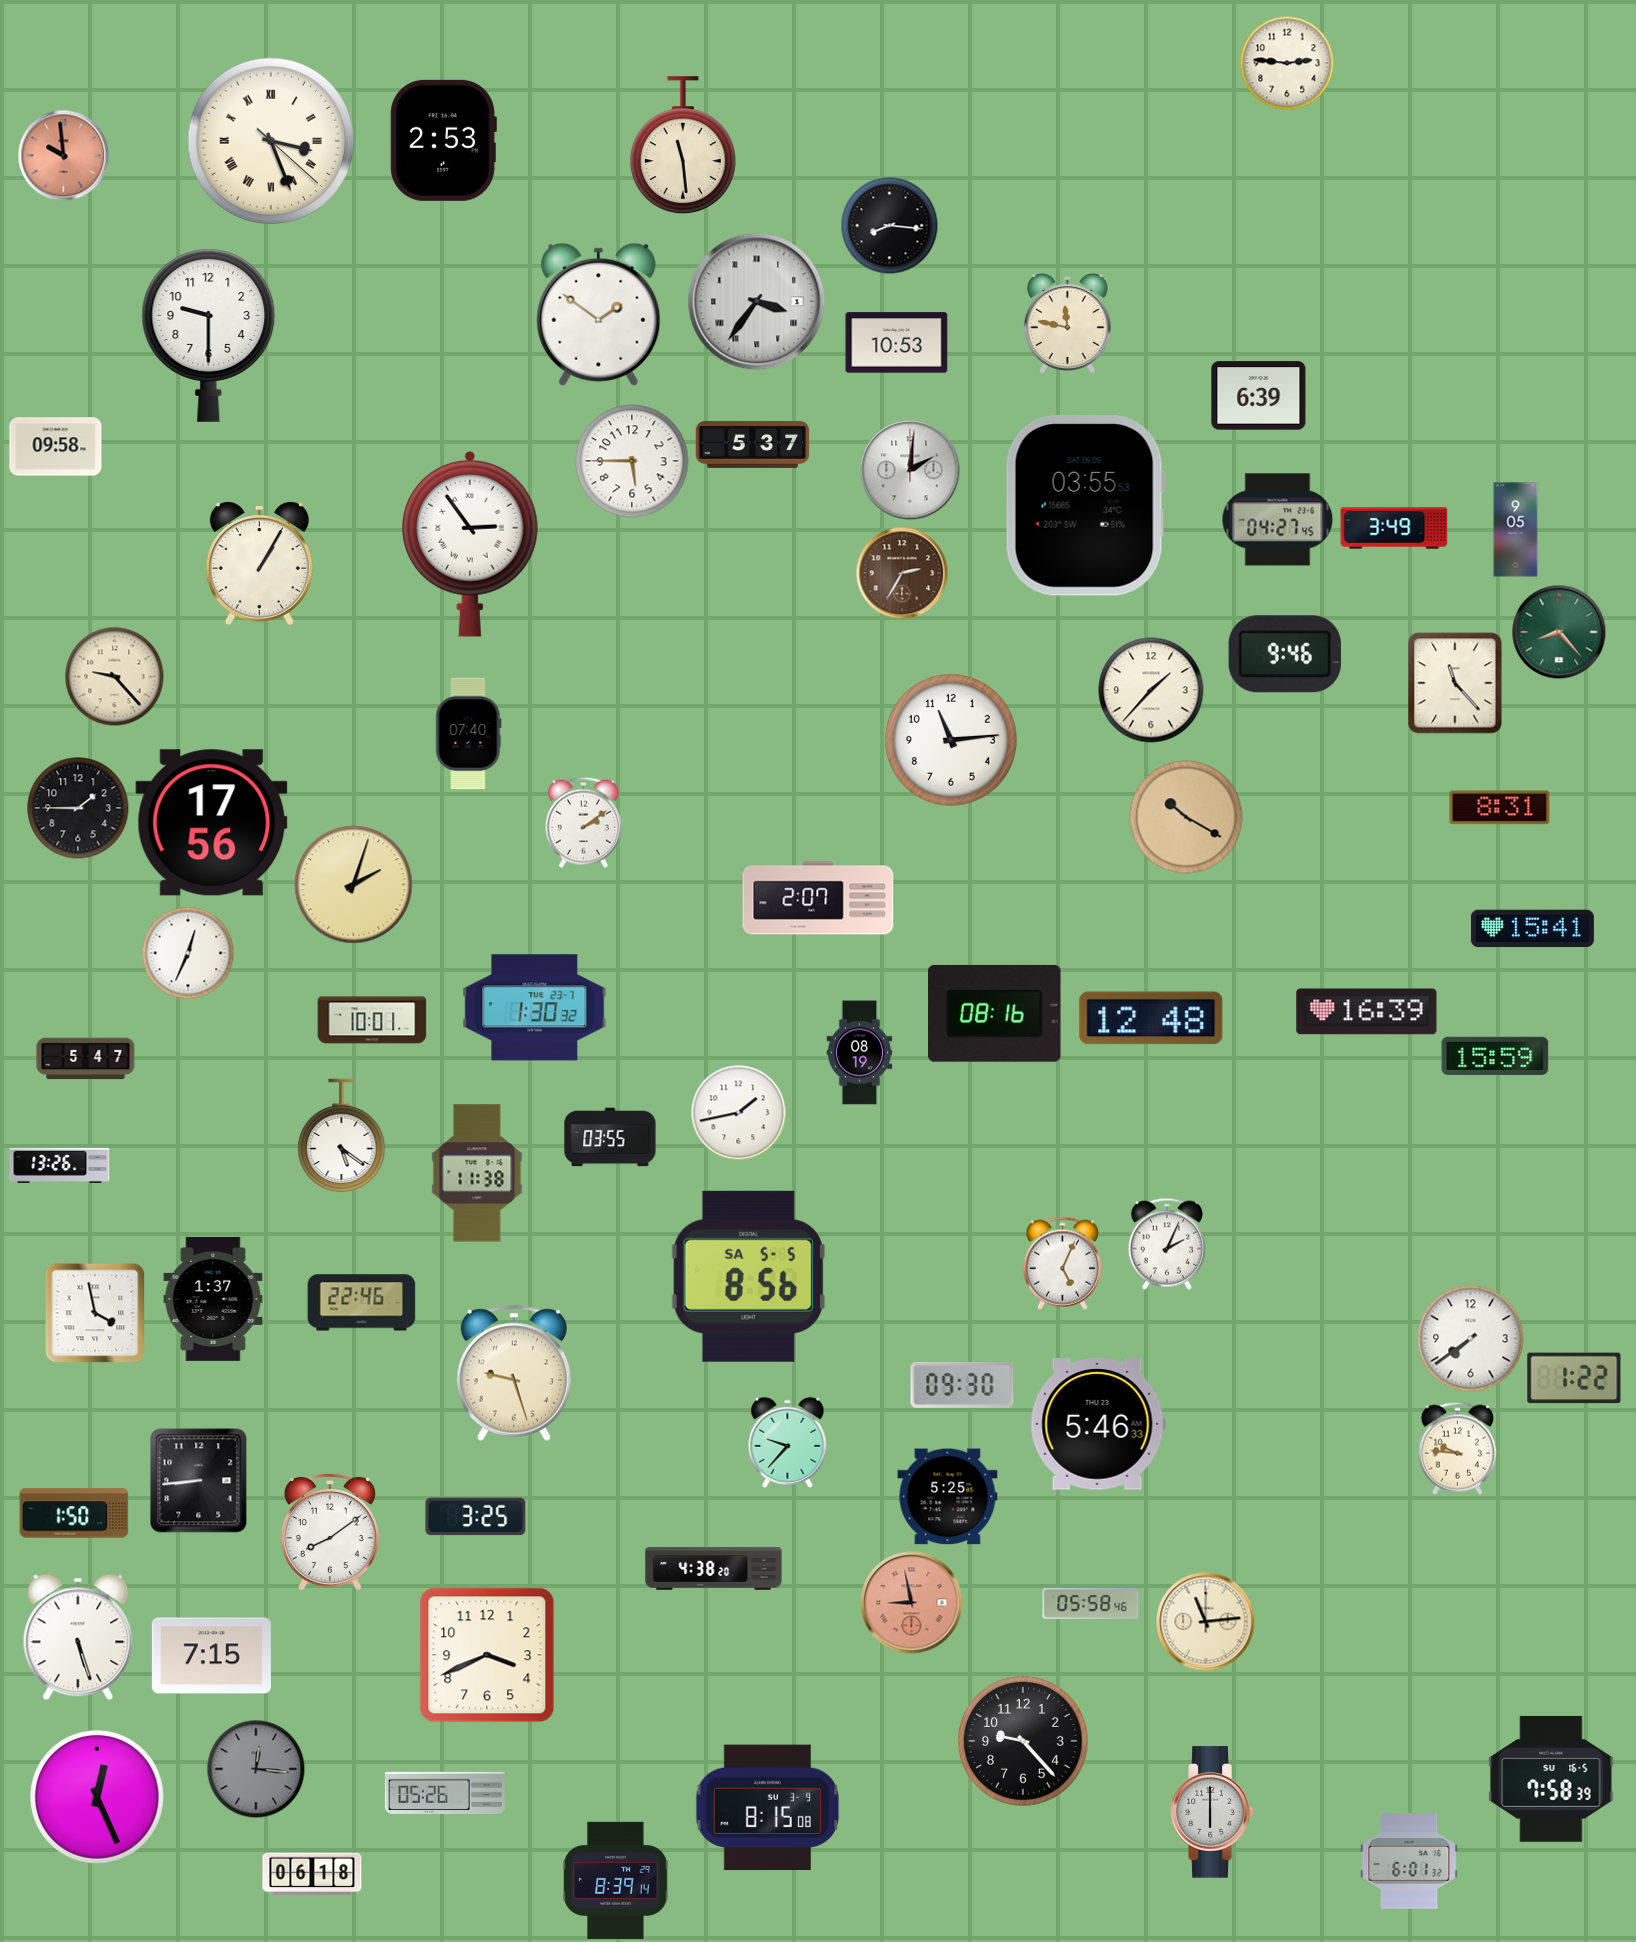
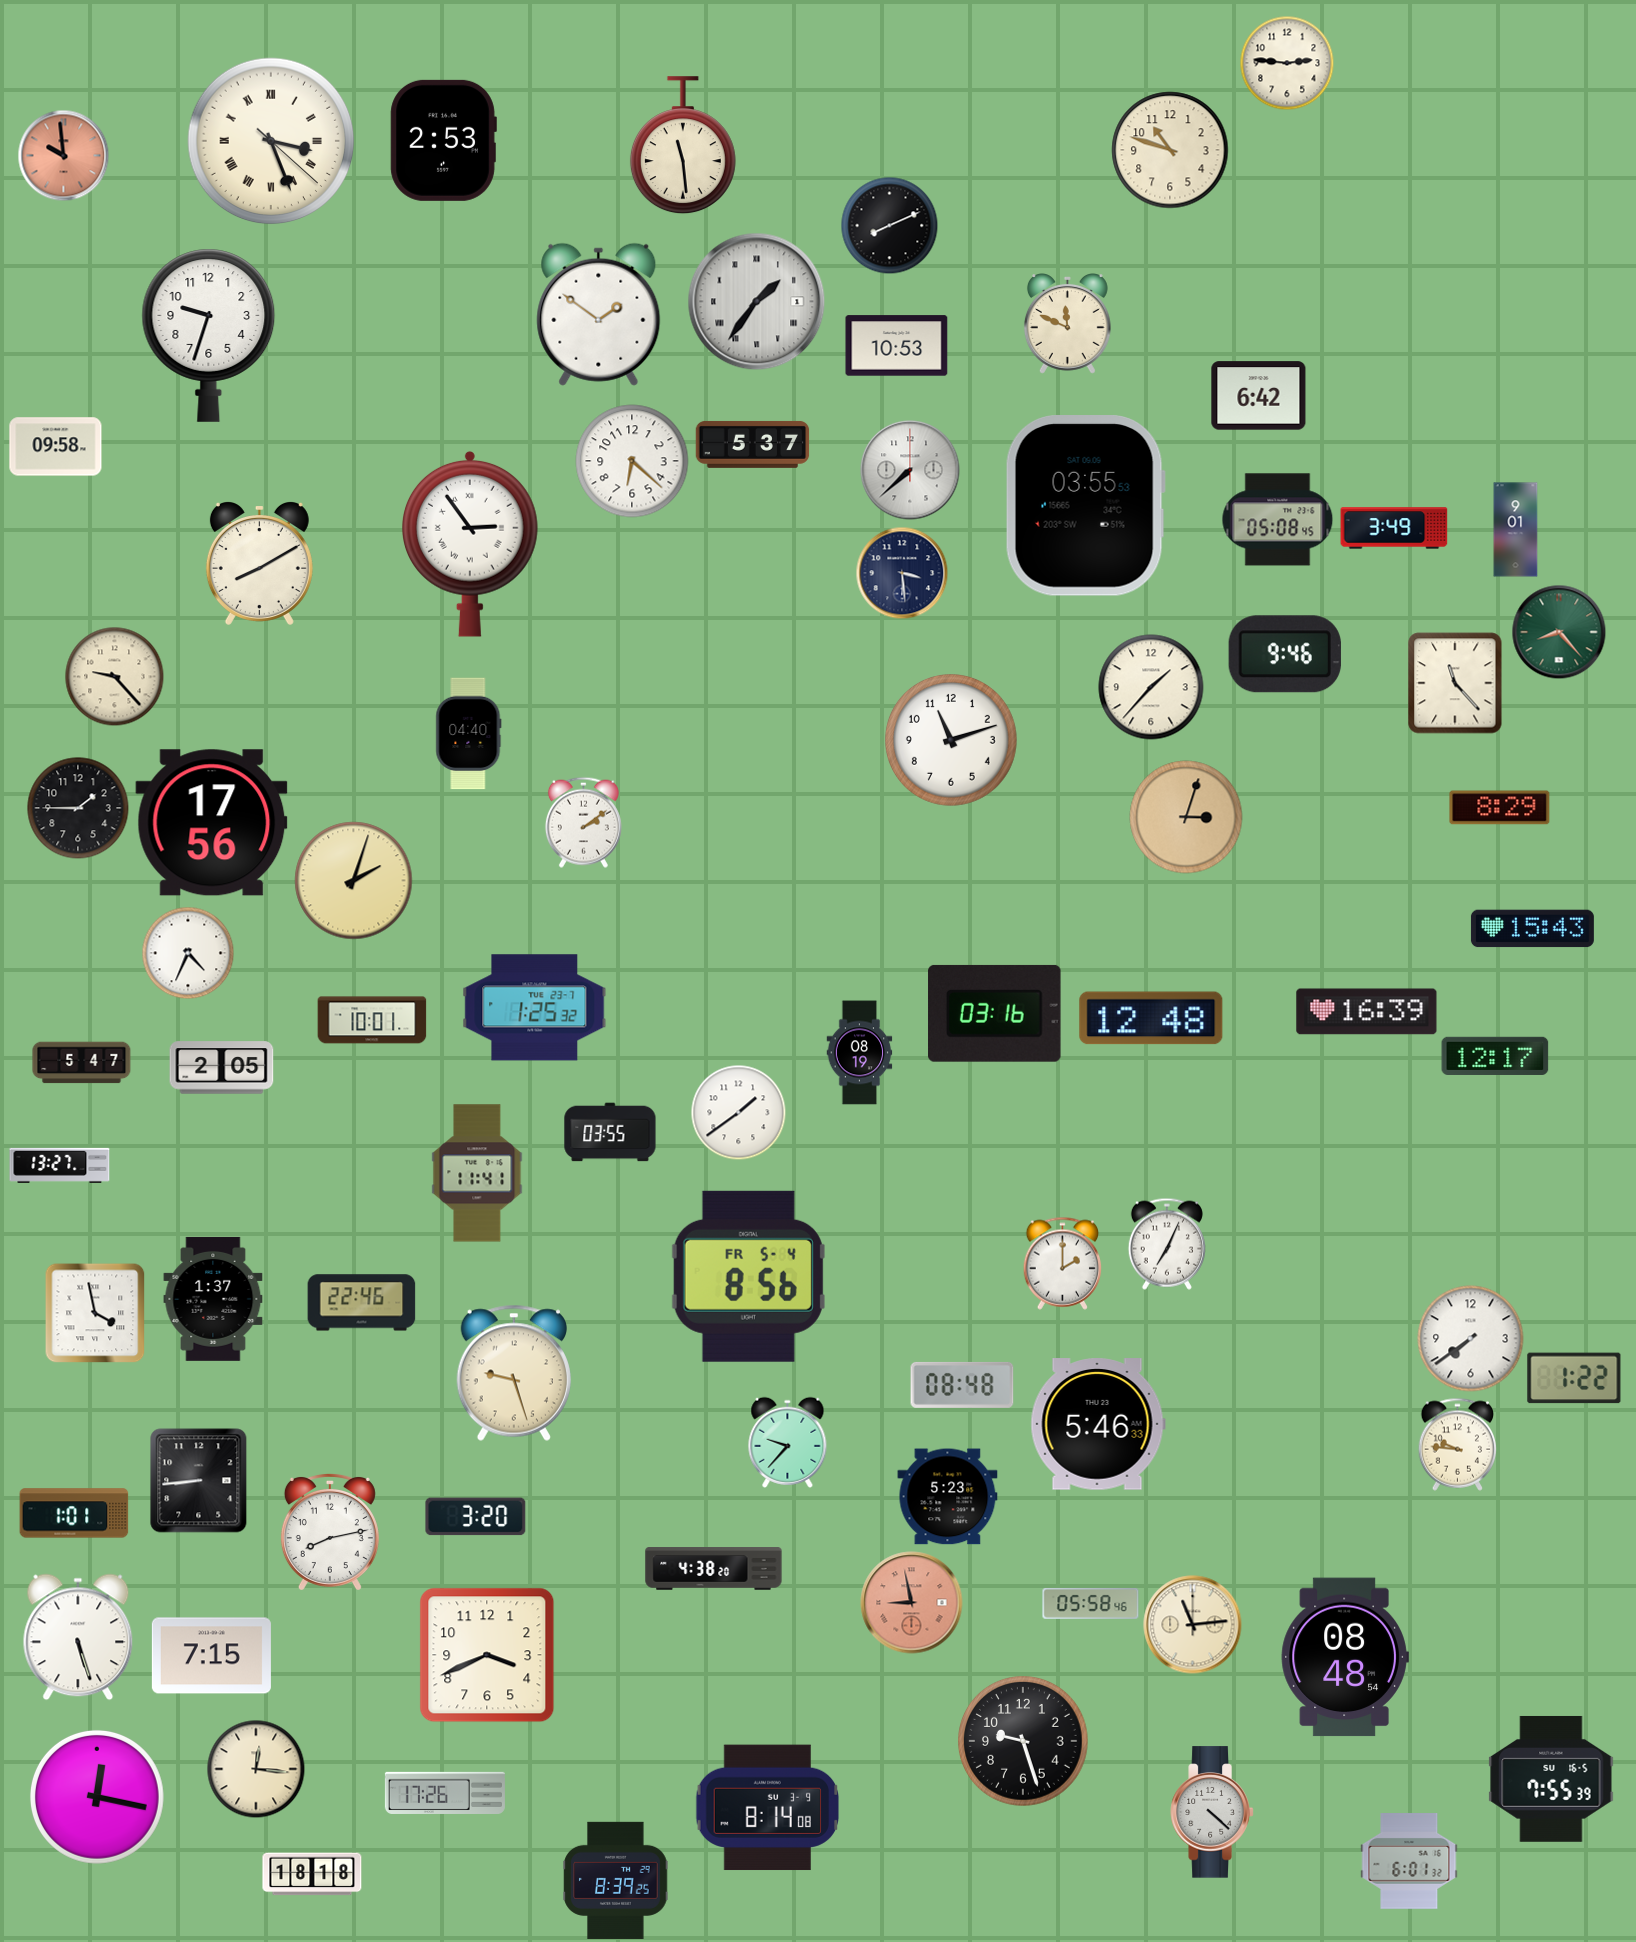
clock at (1170, 150): none -> 10:48
clock at (889, 225): 8:16 -> 8:11
clock at (757, 302): 3:36 -> 1:36
clock at (1067, 324): 11:47 -> 11:49
clock at (209, 335): 9:30 -> 9:33
clock at (897, 343) position: (897, 343) -> (897, 346)
clock at (1259, 396): 6:39 -> 6:42
clock at (632, 461): 5:45 -> 6:22
clock at (910, 470): 2:01 -> 7:38
clock at (1278, 520): 04:27 -> 05:08
clock at (1516, 530): 9:05 -> 9:01
clock at (259, 564): 1:05 -> 8:10
clock at (902, 573): 2:35 -> 3:29
clock at (902, 573) dial: brown -> navy
clock at (1151, 690) position: (1151, 690) -> (1151, 687)
clock at (469, 734): 07:40 -> 04:40
clock at (952, 741): 11:14 -> 11:12
clock at (1500, 808): 8:31 -> 8:29
clock at (1186, 817): 10:20 -> 3:03
clock at (354, 885) position: (354, 885) -> (354, 881)
clock at (818, 898): 2:07 -> none
clock at (1532, 929): 15:41 -> 15:43
clock at (188, 953): 12:34 -> 4:34
clock at (535, 1008): 1:30 -> 1:25
clock at (995, 1013): 08:16 -> 03:16
clock at (1495, 1056): 15:59 -> 12:17
clock at (86, 1059) position: (86, 1059) -> (82, 1063)
clock at (222, 1068): none -> 2:05
clock at (738, 1112): 1:43 -> 1:39
clock at (342, 1136): 5:21 -> none
clock at (610, 1137) position: (610, 1137) -> (610, 1132)
clock at (60, 1165): 13:26 -> 13:27
clock at (477, 1173): 11:38 -> 11:41
clock at (1167, 1244): 2:04 -> 7:04
clock at (1063, 1263): 5:04 -> 2:00
clock at (748, 1276) date: SA 5-5 -> FR 5-4
clock at (962, 1385): 09:30 -> 08:48
clock at (1458, 1448) position: (1458, 1448) -> (1458, 1444)
clock at (948, 1497): 5:25 -> 5:23
clock at (74, 1513): 1:50 -> 1:01
clock at (476, 1517): 3:25 -> 3:20
clock at (330, 1531): 8:09 -> 8:13
clock at (1206, 1622) position: (1206, 1622) -> (1193, 1625)
clock at (1345, 1657): none -> 08:48
clock at (1024, 1742): 9:23 -> 9:27
clock at (256, 1769) dial: grey -> cream
clock at (1551, 1779): 7:58 -> 7:55
clock at (445, 1793): 05:26 -> 17:26
clock at (97, 1797): 12:26 -> 12:17
clock at (767, 1808): 8:15 -> 8:14
clock at (1212, 1812): 6:00 -> 4:22
clock at (312, 1874): 06:18 -> 18:18
clock at (616, 1880): 8:39:14 -> 8:39:25
